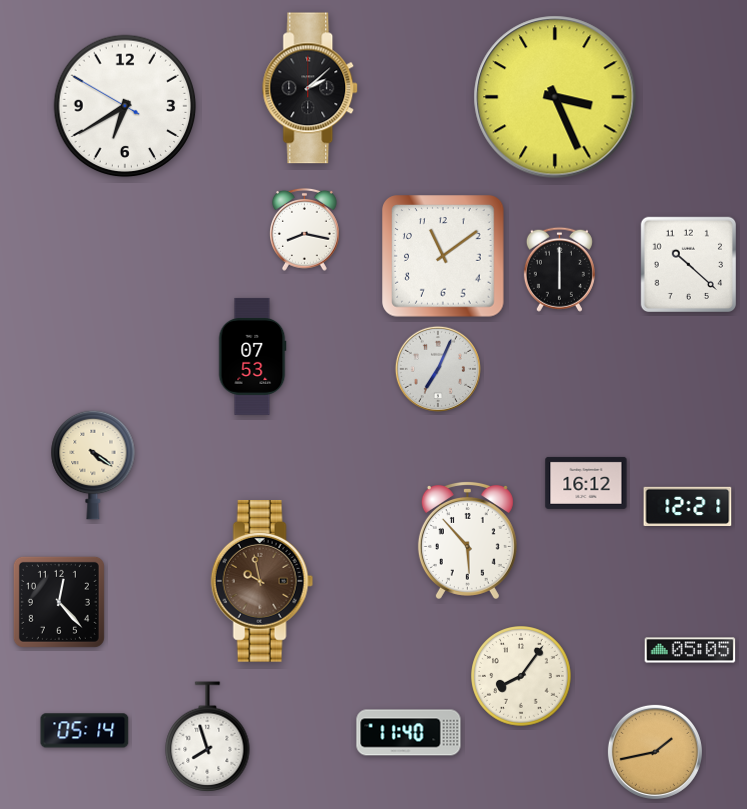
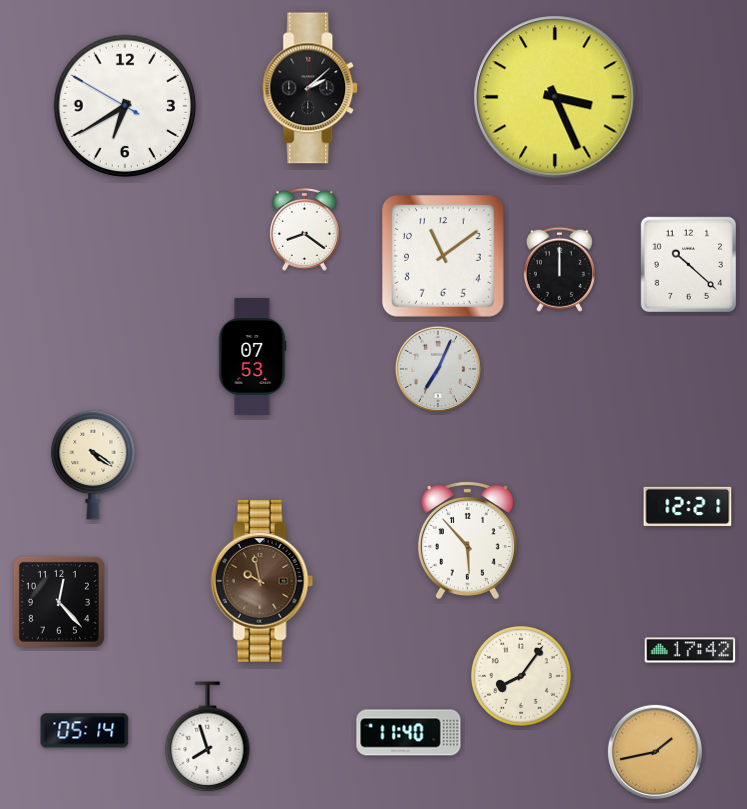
clock at (305, 229): 8:17 -> 8:21
clock at (559, 269): 6:00 -> 12:00
clock at (586, 483): 16:12 -> none
clock at (690, 650): 05:05 -> 17:42
